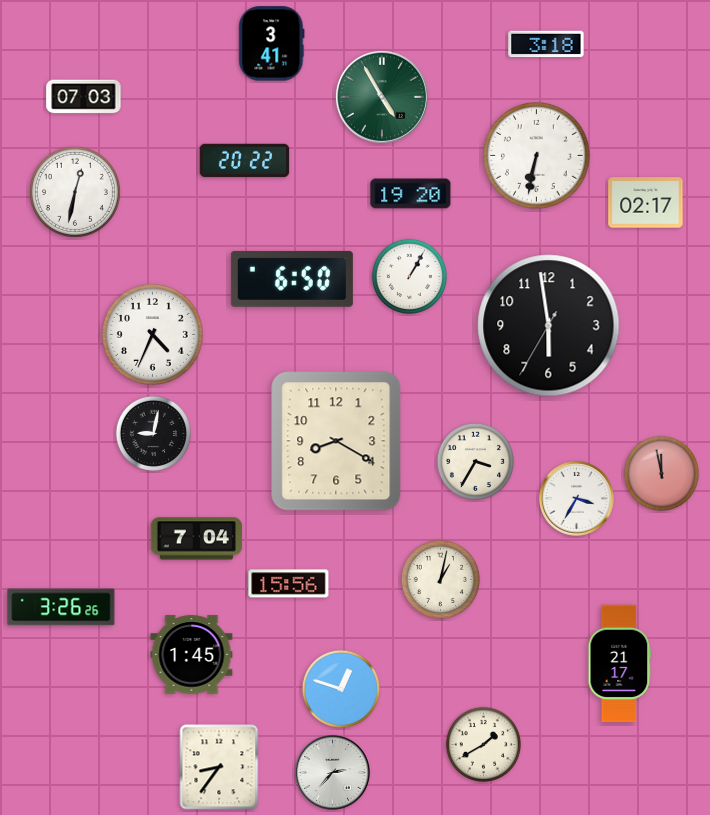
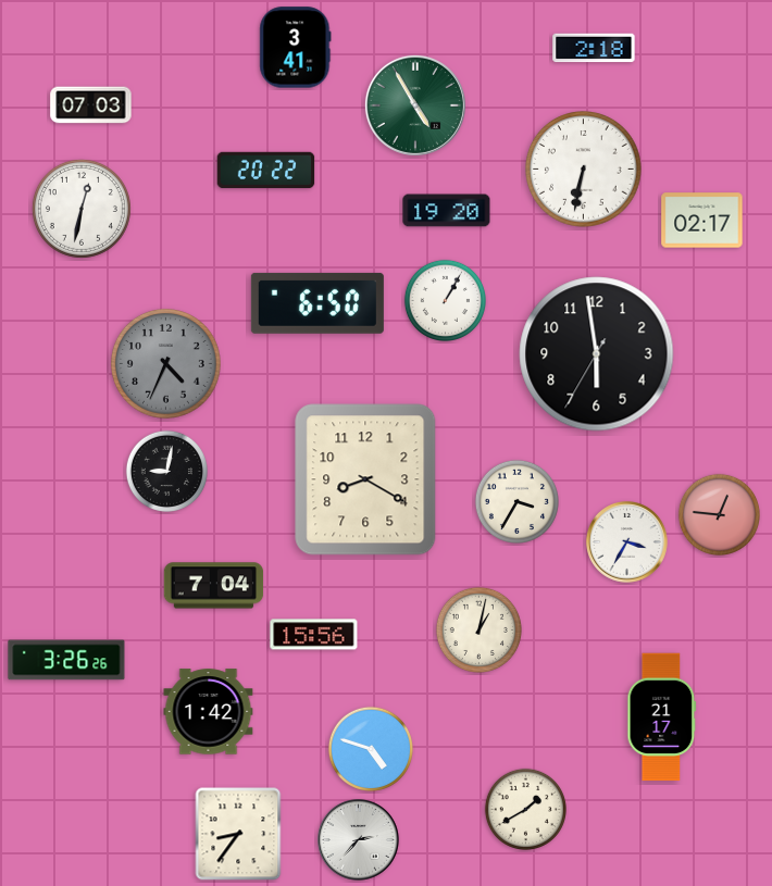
clock at (546, 44): 3:18 -> 2:18
clock at (245, 161) position: (245, 161) -> (266, 171)
clock at (152, 334) dial: white -> grey
clock at (661, 473): 11:58 -> 12:46
clock at (192, 655): 1:45 -> 1:42
clock at (620, 664) position: (620, 664) -> (662, 717)
clock at (341, 689): 12:48 -> 4:48
clock at (333, 773) position: (333, 773) -> (359, 840)
